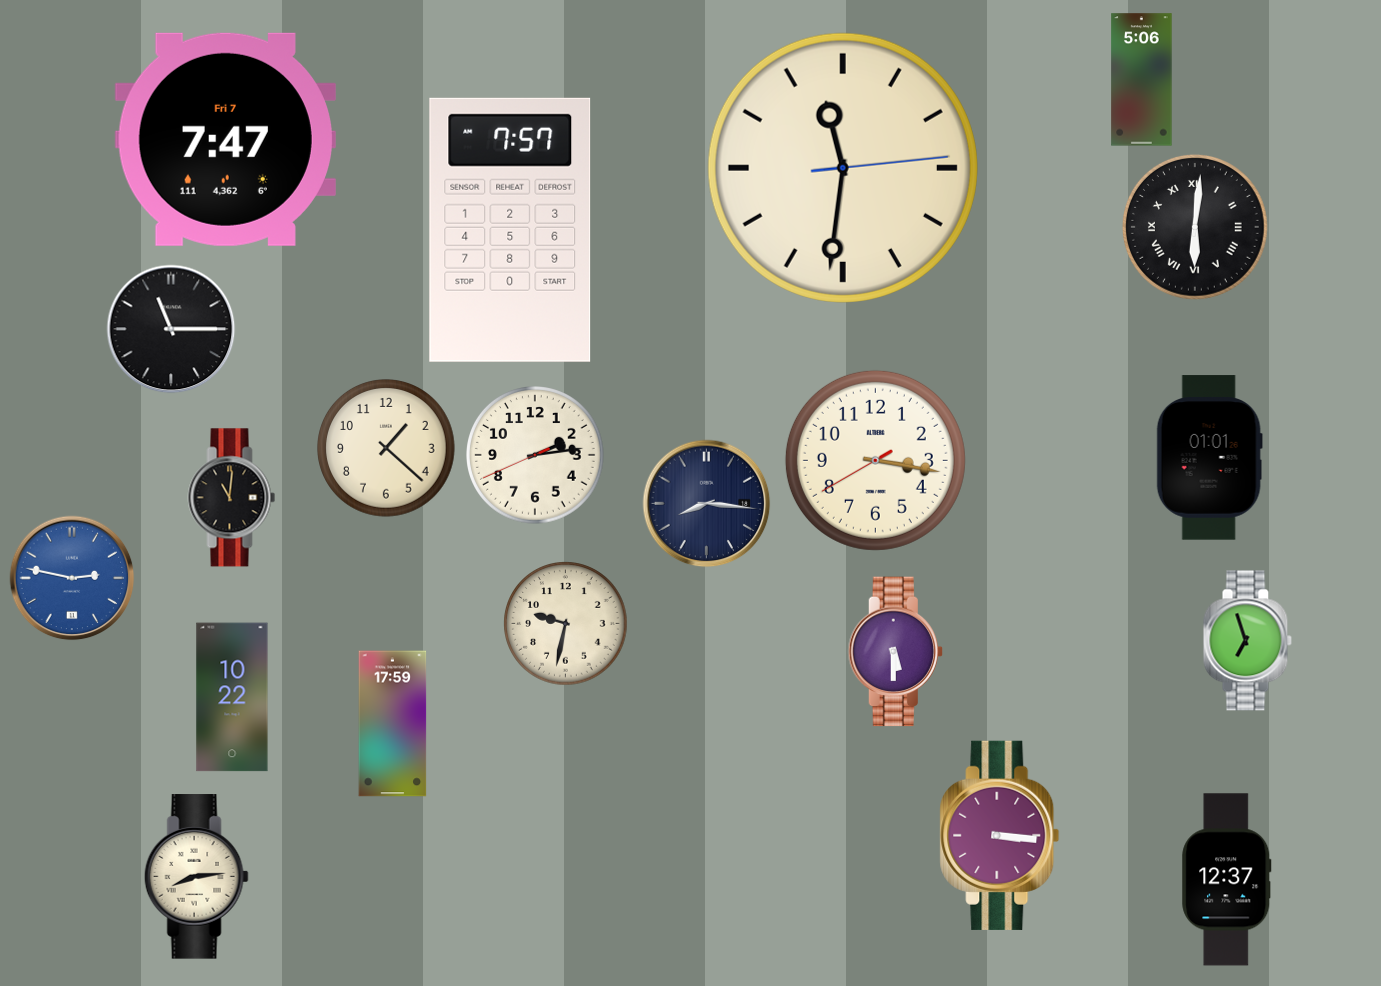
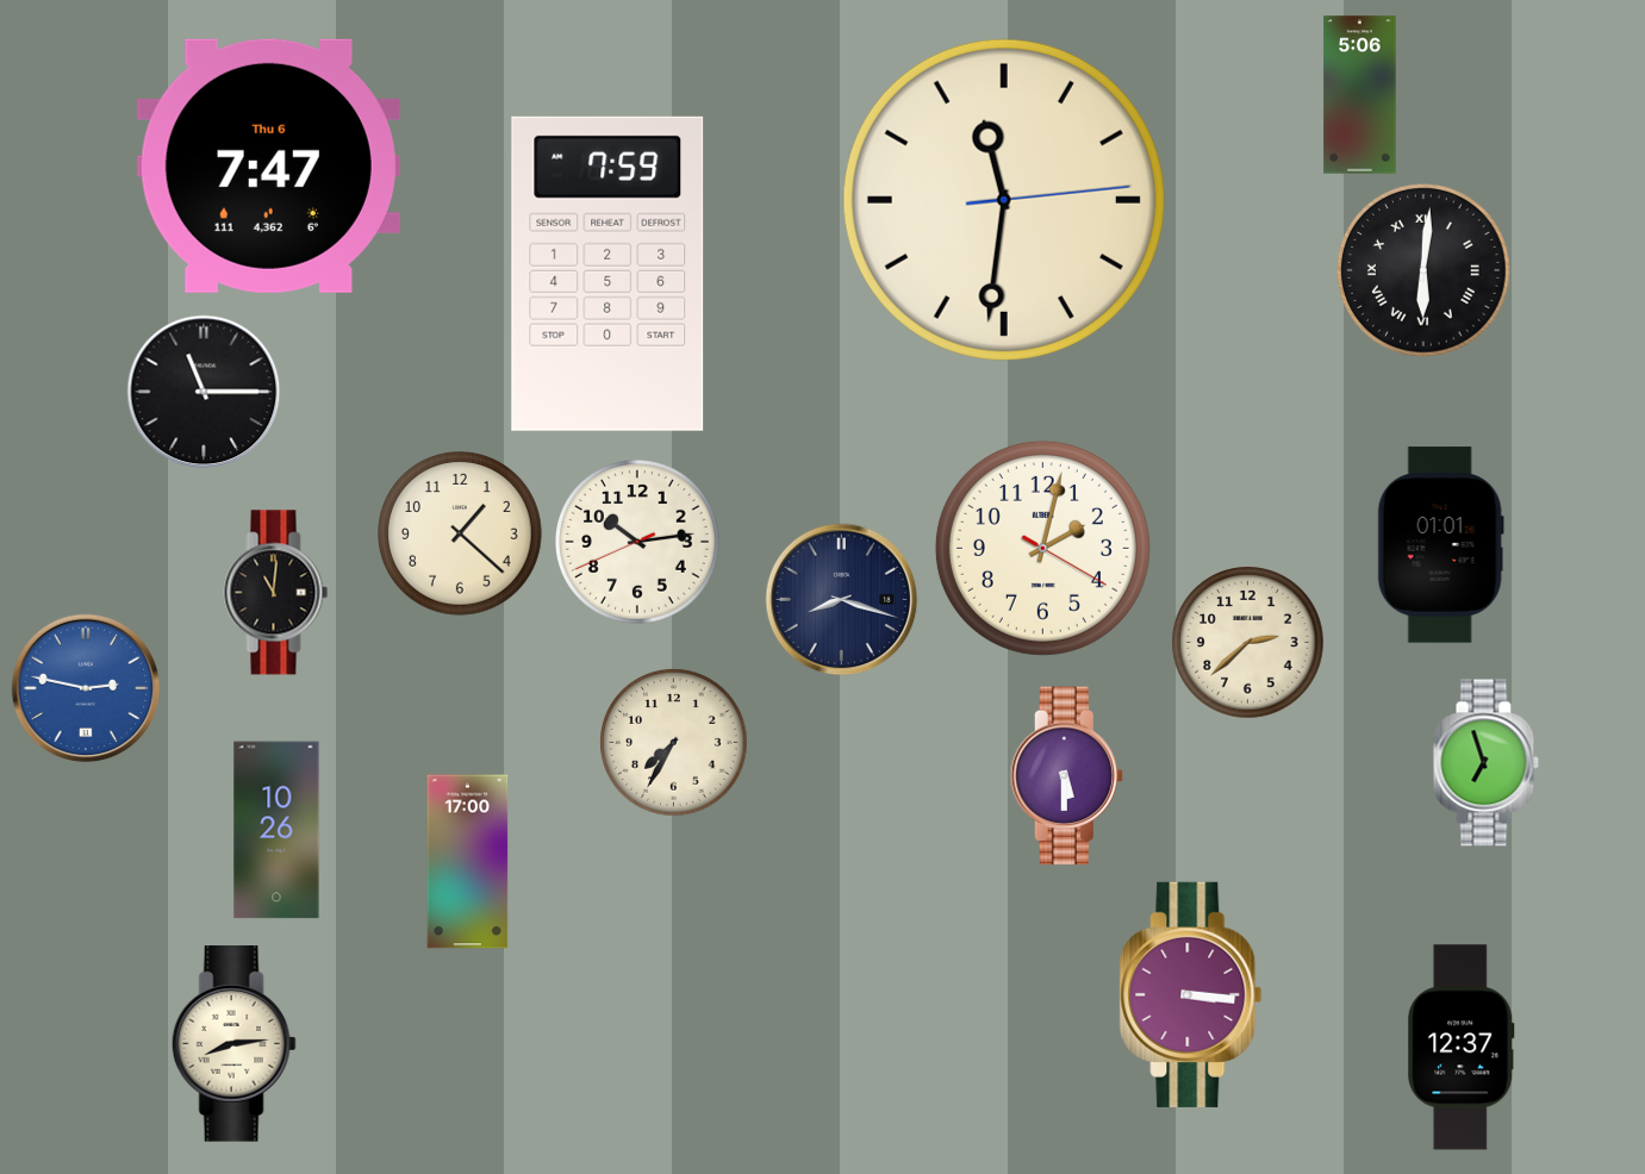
clock at (225, 139) date: Fri 7 -> Thu 6
clock at (510, 230): 7:57 -> 7:59
clock at (536, 456): 2:13 -> 10:13
clock at (875, 460): 3:16 -> 2:02
clock at (707, 504): 8:16 -> 8:18
clock at (1248, 643): none -> 2:38
clock at (566, 624): 9:32 -> 7:35
clock at (232, 697): 10:22 -> 10:26
clock at (393, 724): 17:59 -> 17:00
